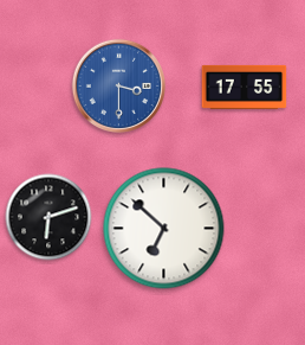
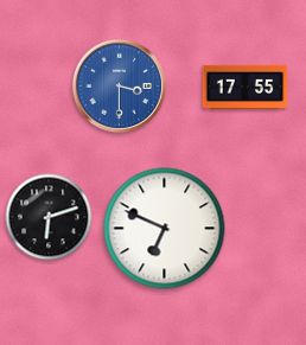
clock at (164, 229): 6:52 -> 6:49
